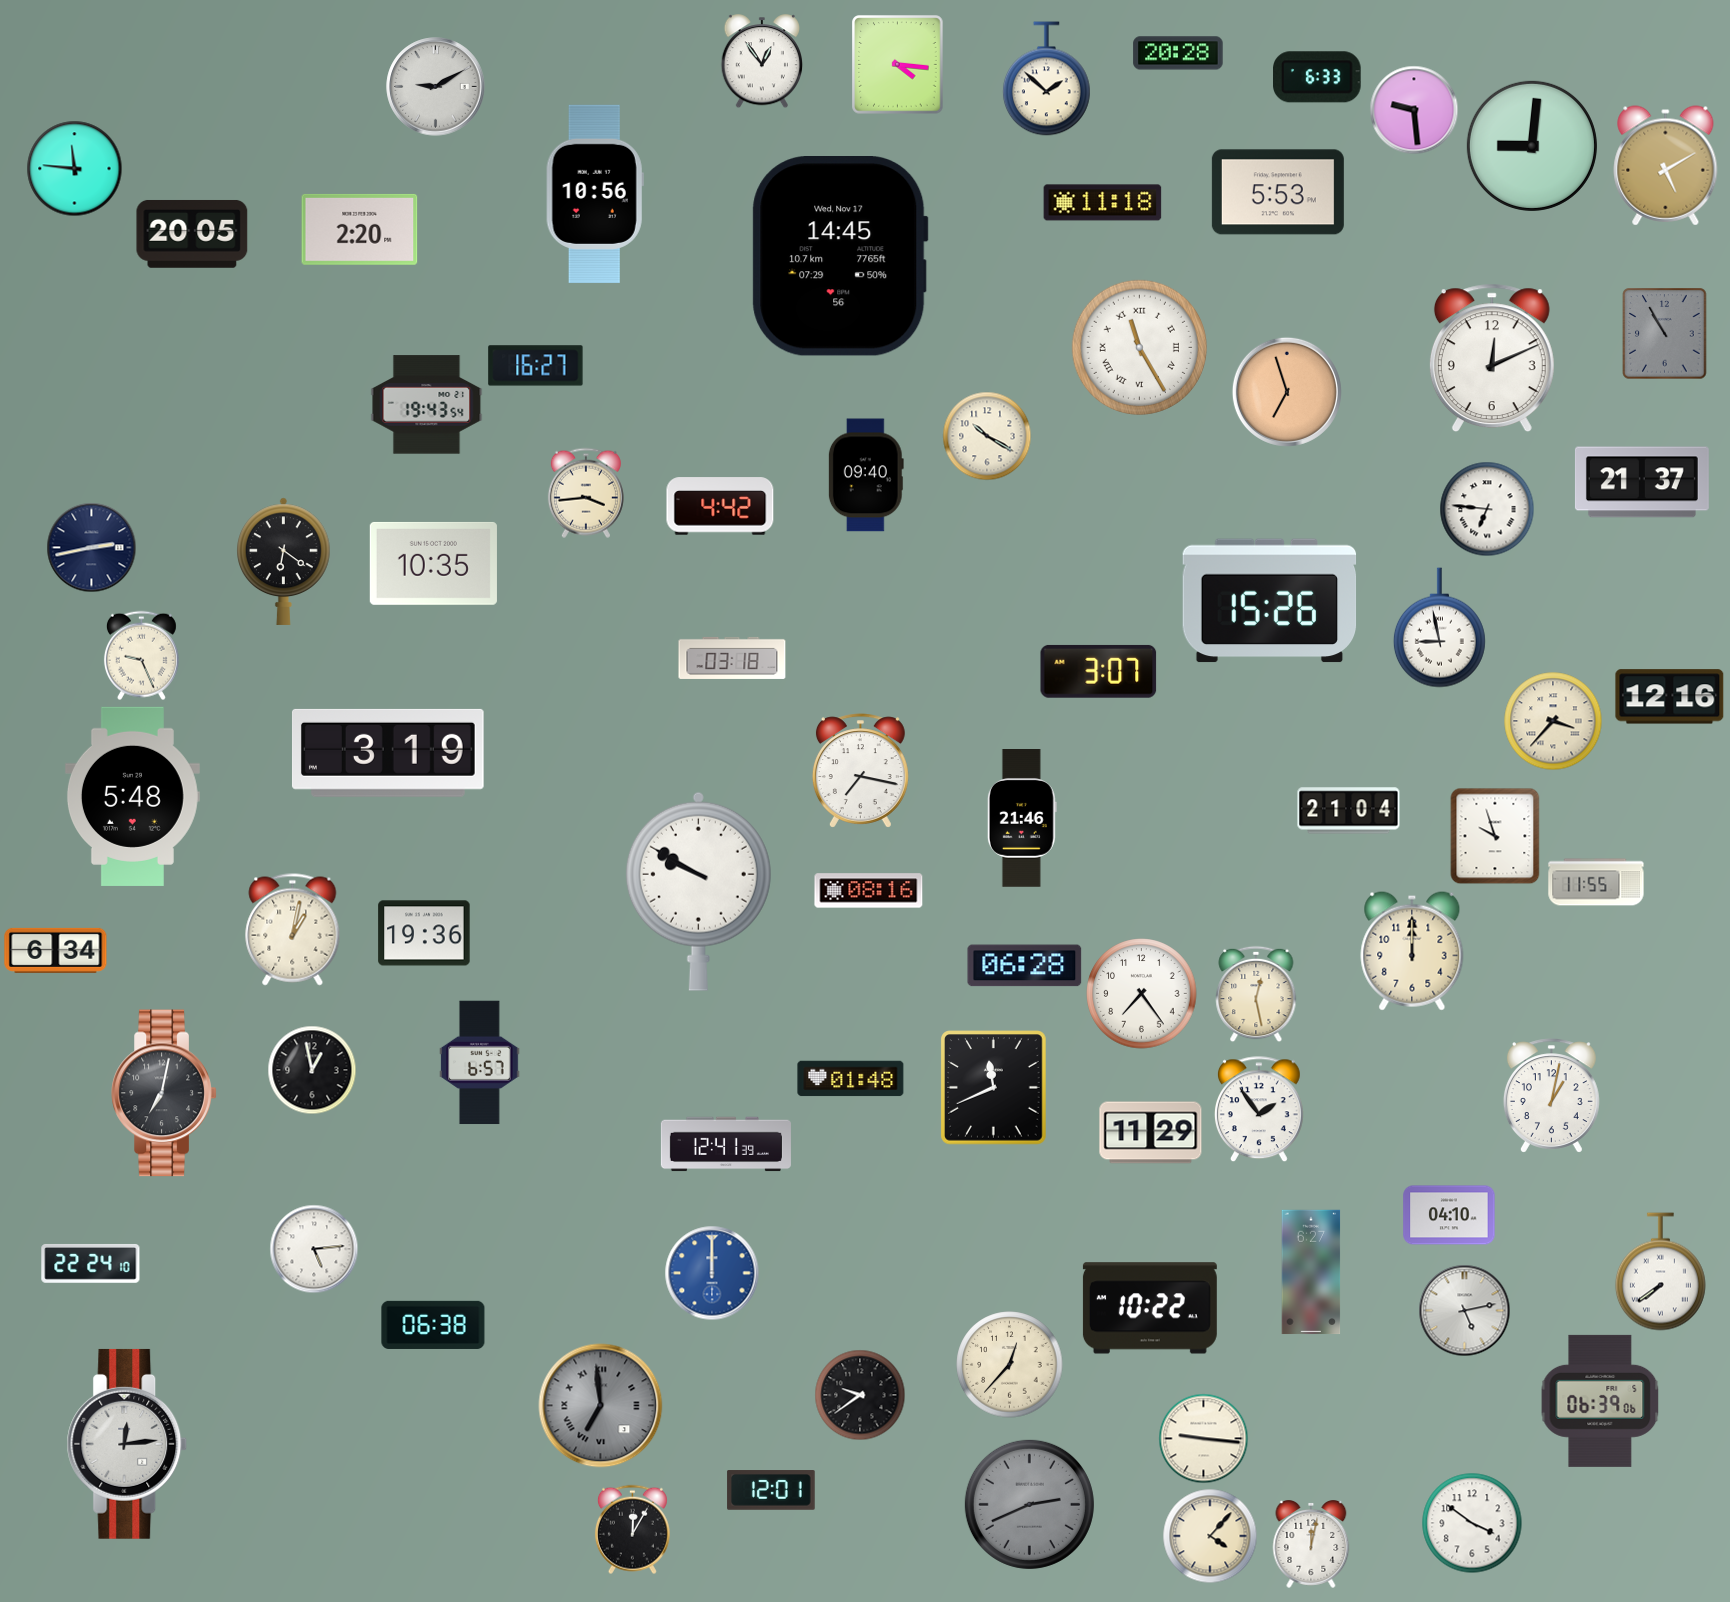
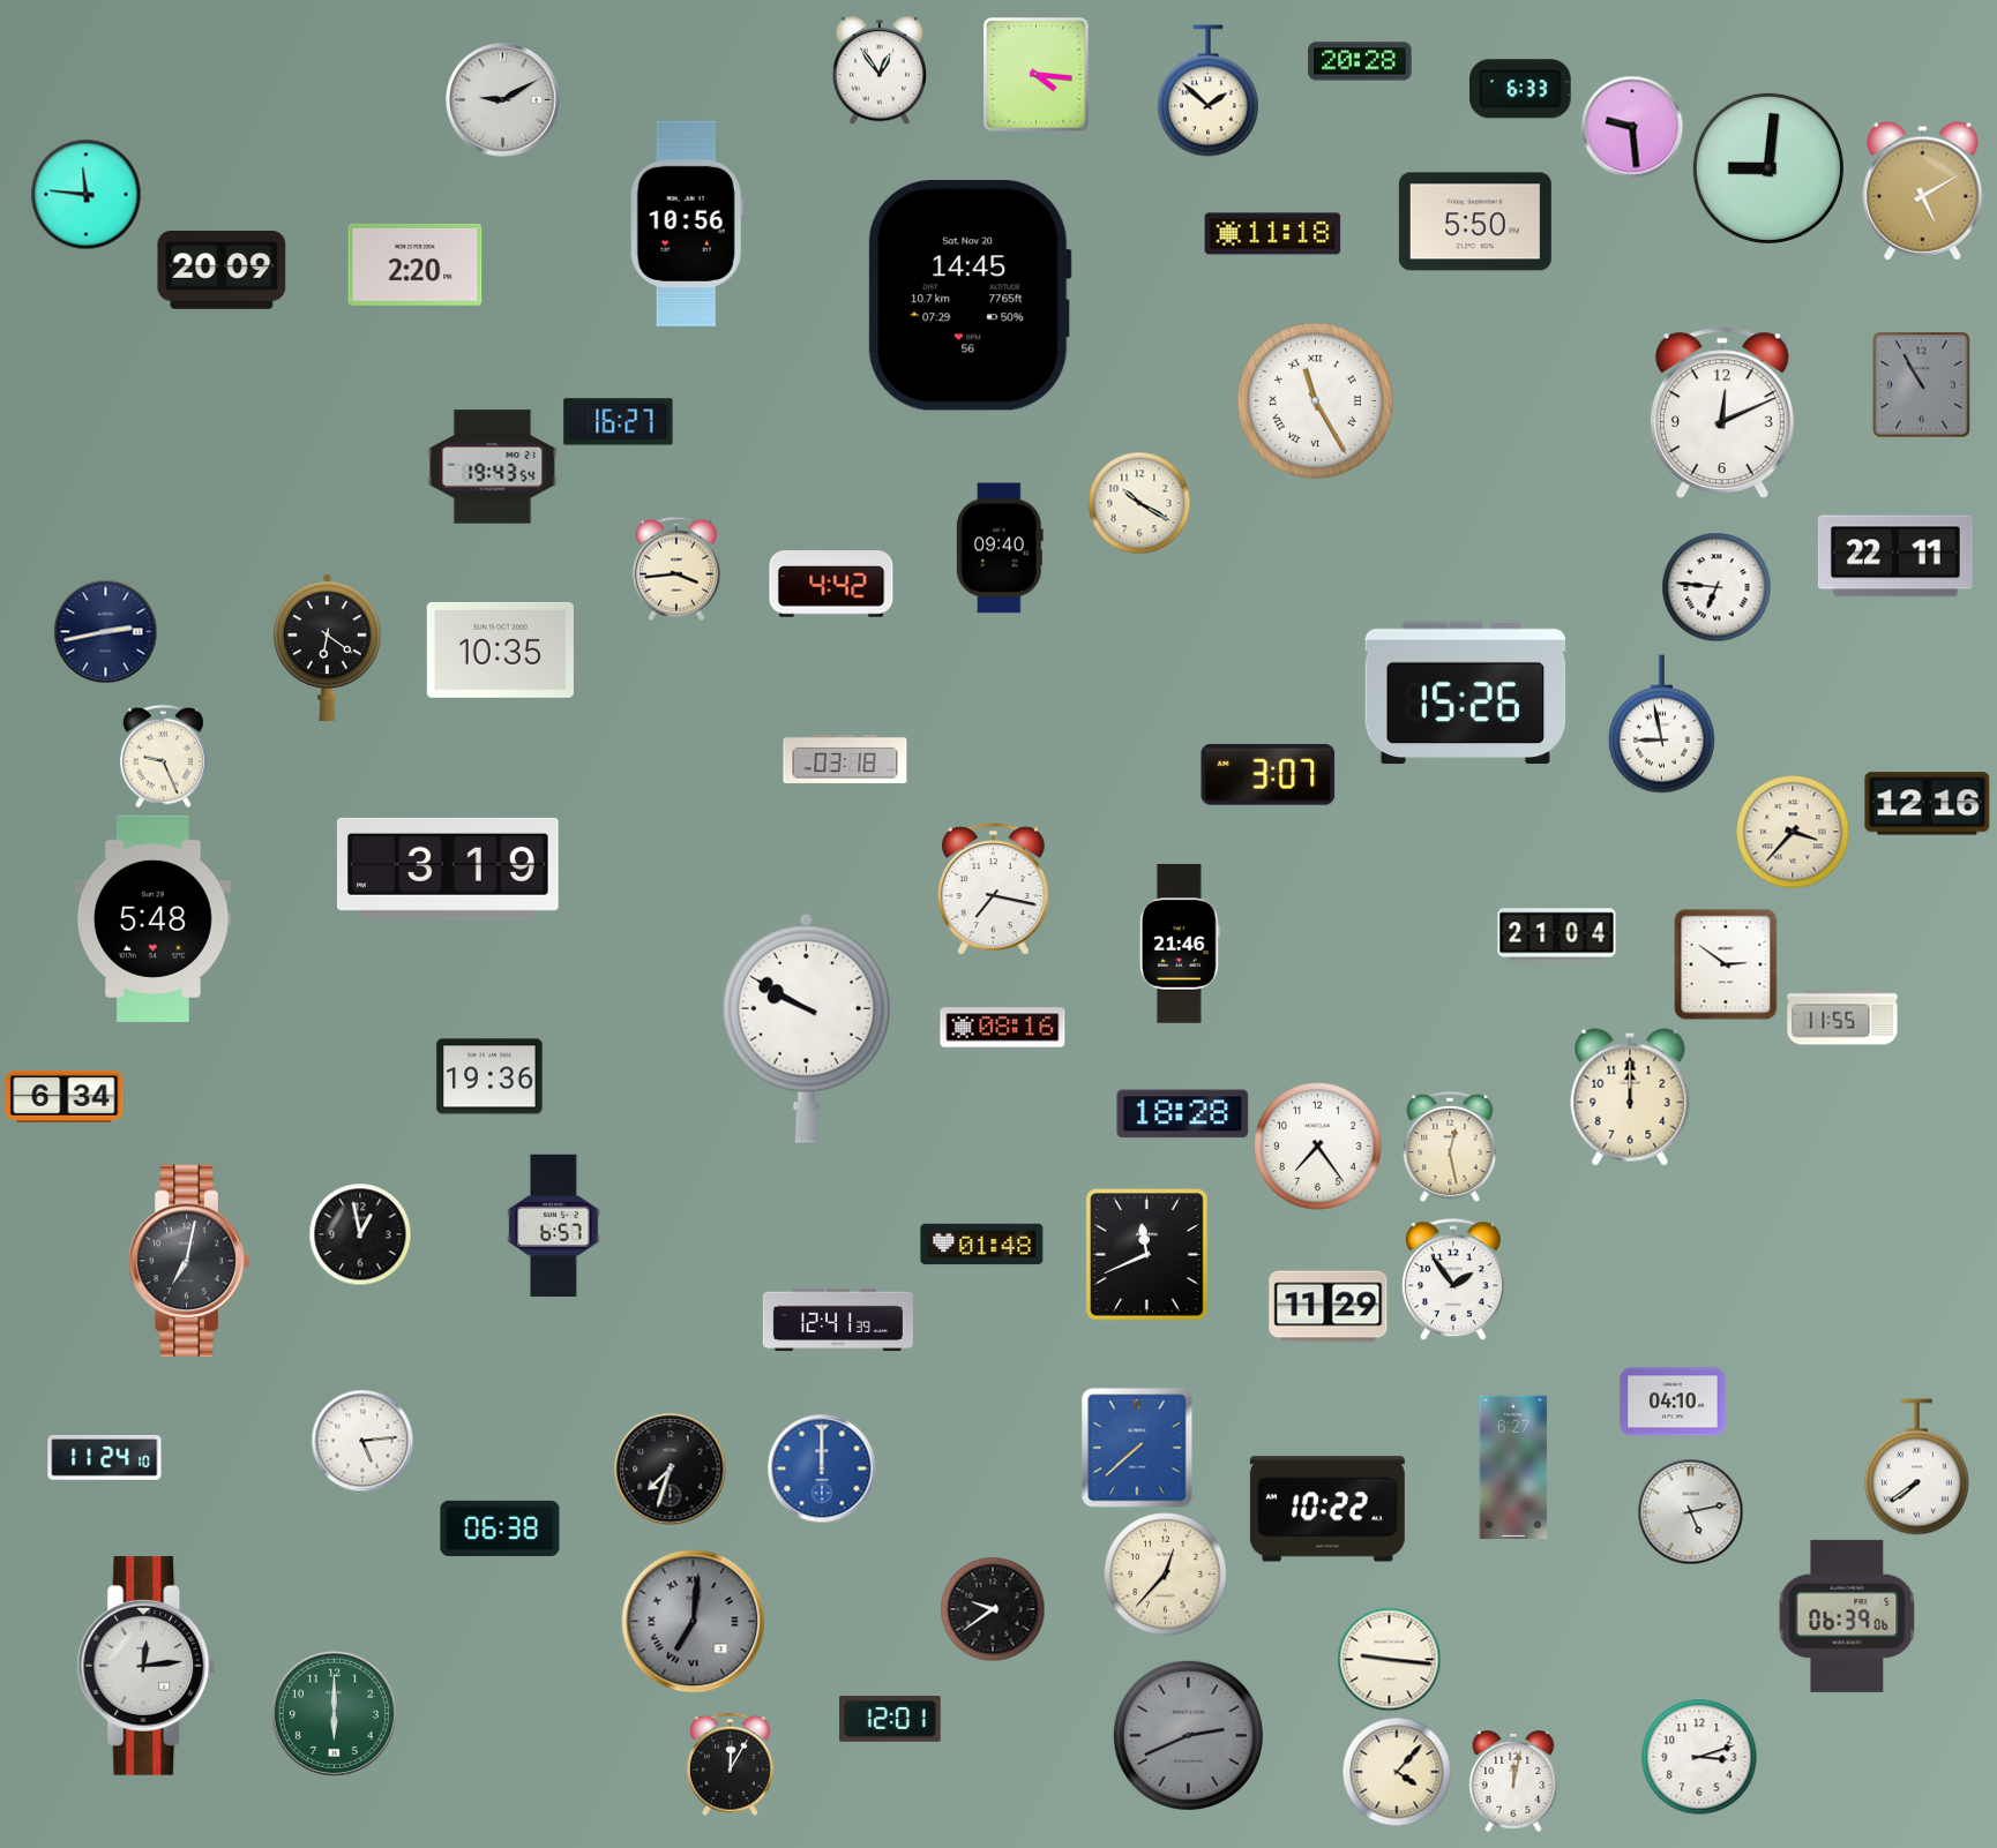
clock at (1278, 192): 5:53 -> 5:50
clock at (192, 234): 20:05 -> 20:09
clock at (840, 257) date: Wed, Nov 17 -> Sat, Nov 20
clock at (1287, 392): 6:57 -> none
clock at (1642, 482): 21:37 -> 22:11
clock at (1495, 836): 9:57 -> 2:51
clock at (293, 930): 1:02 -> none
clock at (1025, 966): 06:28 -> 18:28
clock at (1551, 1096): 1:02 -> none
clock at (1137, 1448): none -> 7:38
clock at (91, 1263): 22:24 -> 11:24
clock at (671, 1470): none -> 7:33
clock at (601, 1406): 6:59 -> 7:01
clock at (334, 1713): none -> 6:00
clock at (1472, 1523): 3:51 -> 3:12
